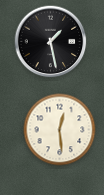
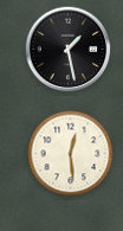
clock at (51, 42) position: (51, 42) -> (69, 50)
